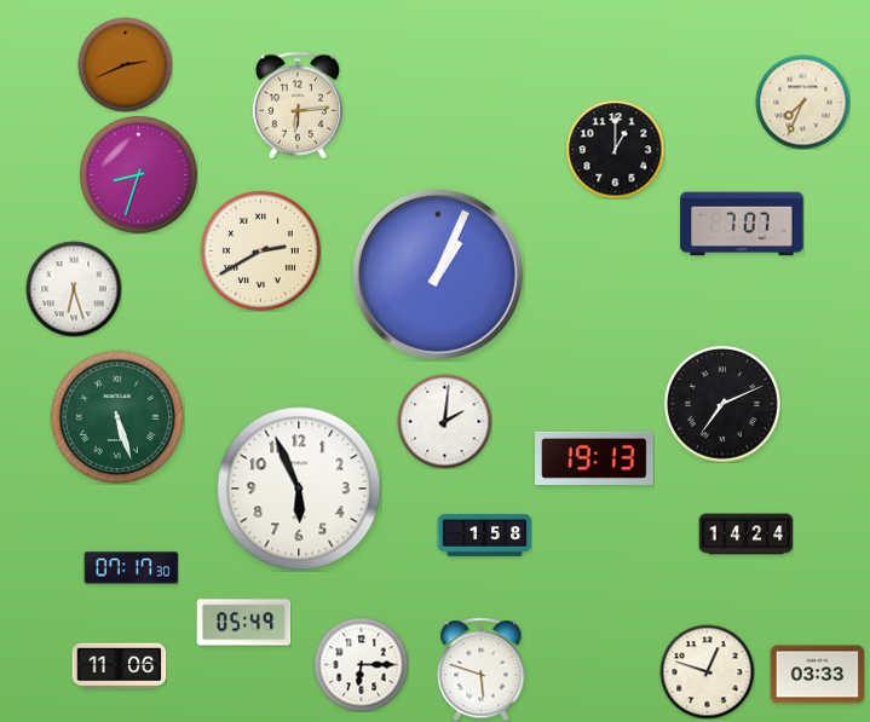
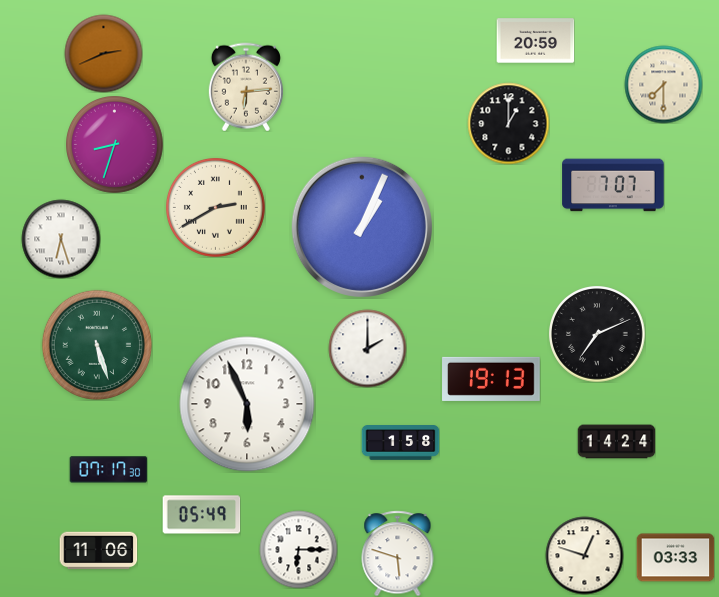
clock at (535, 41): none -> 20:59
clock at (802, 102): 7:34 -> 7:30
clock at (444, 421): 2:01 -> 2:00
